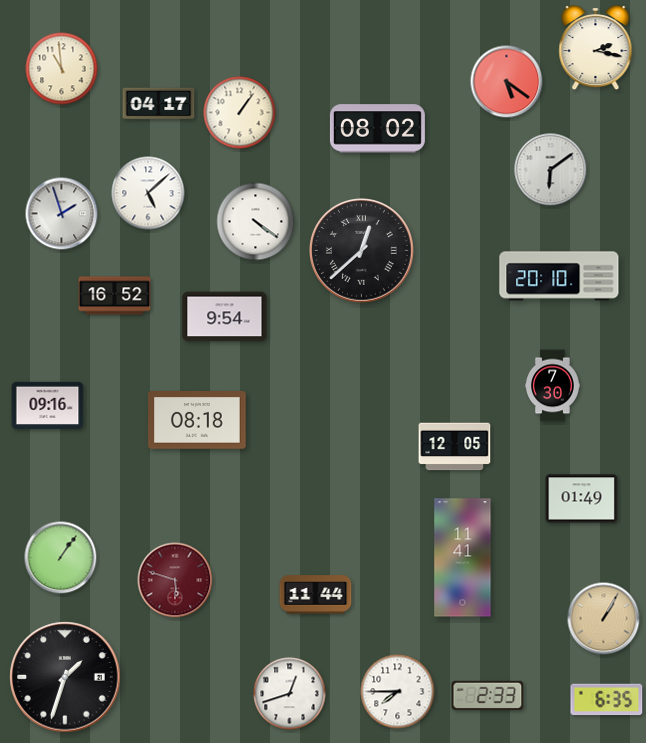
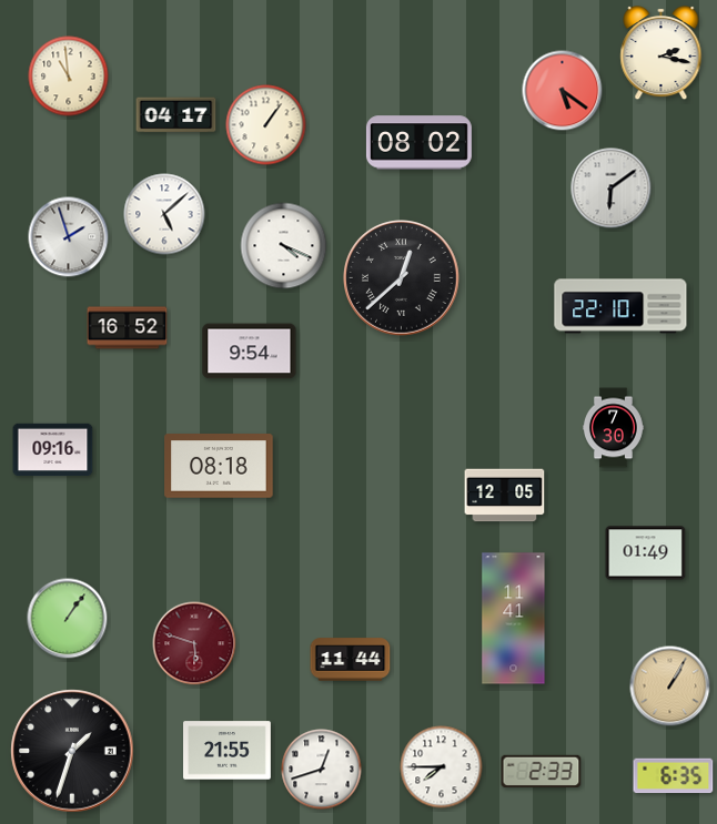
clock at (256, 222): 4:21 -> 4:19
clock at (559, 276): 20:10 -> 22:10
clock at (228, 751): none -> 21:55
